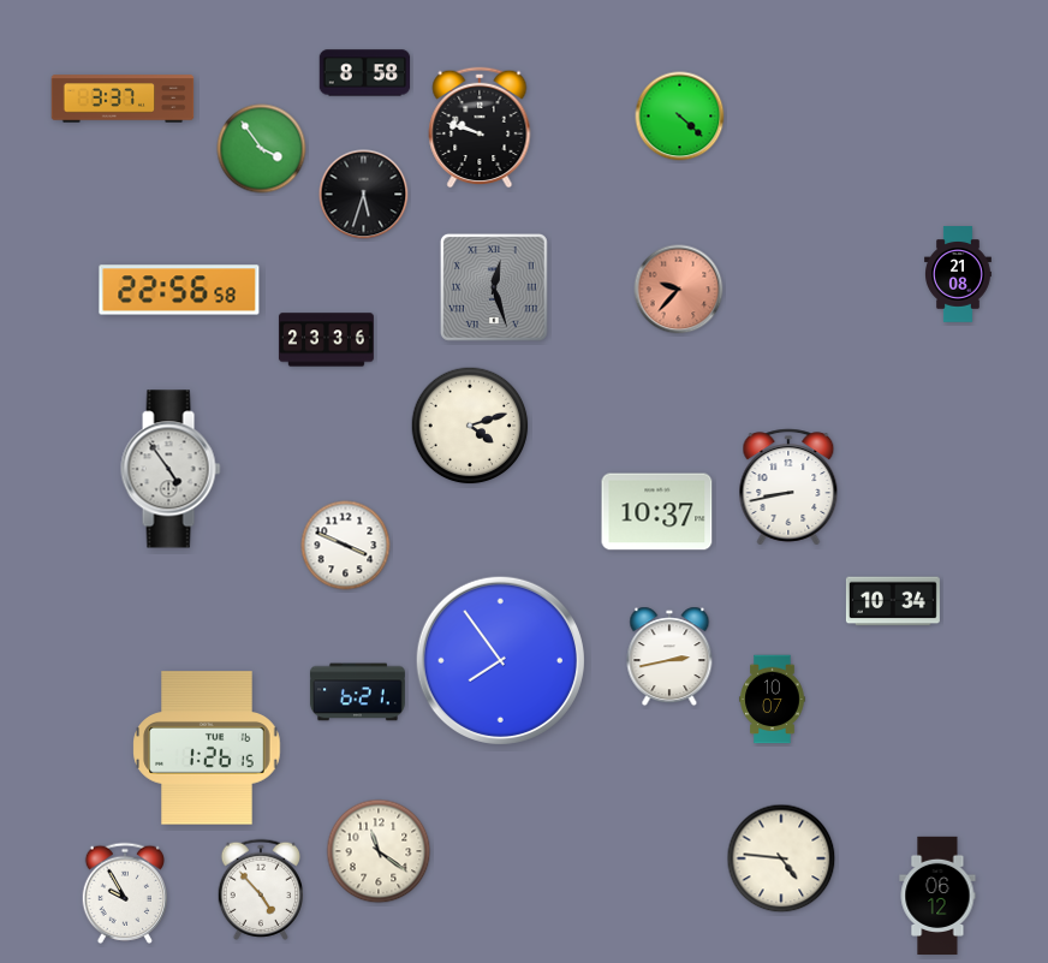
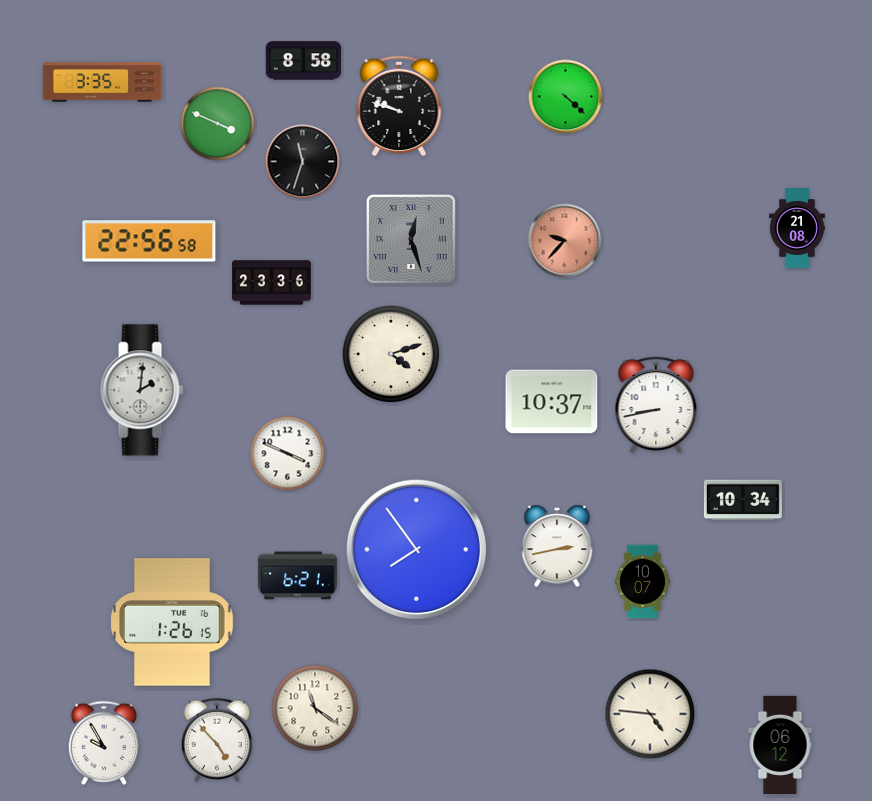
clock at (123, 99): 3:37 -> 3:35
clock at (262, 149): 3:54 -> 3:49
clock at (364, 195): 5:33 -> 11:33
clock at (171, 469): 4:54 -> 2:01
clock at (657, 512) position: (657, 512) -> (552, 402)
